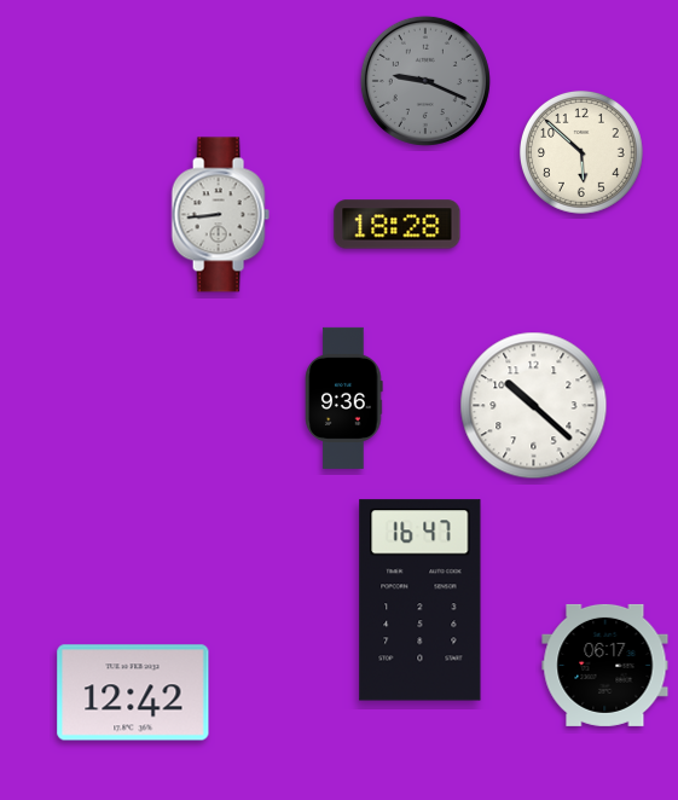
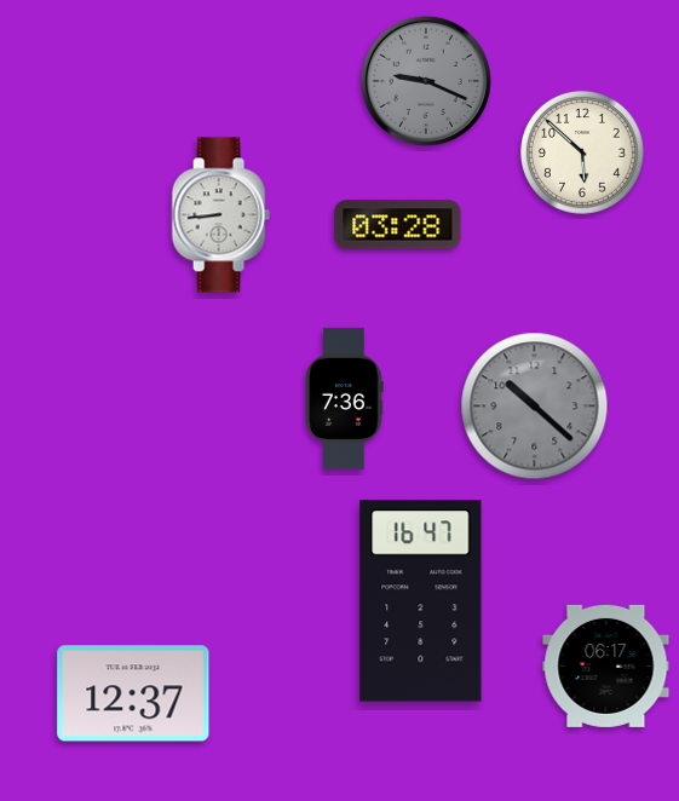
clock at (398, 225): 18:28 -> 03:28
clock at (344, 398): 9:36 -> 7:36
clock at (534, 406) dial: white -> grey
clock at (133, 692): 12:42 -> 12:37
